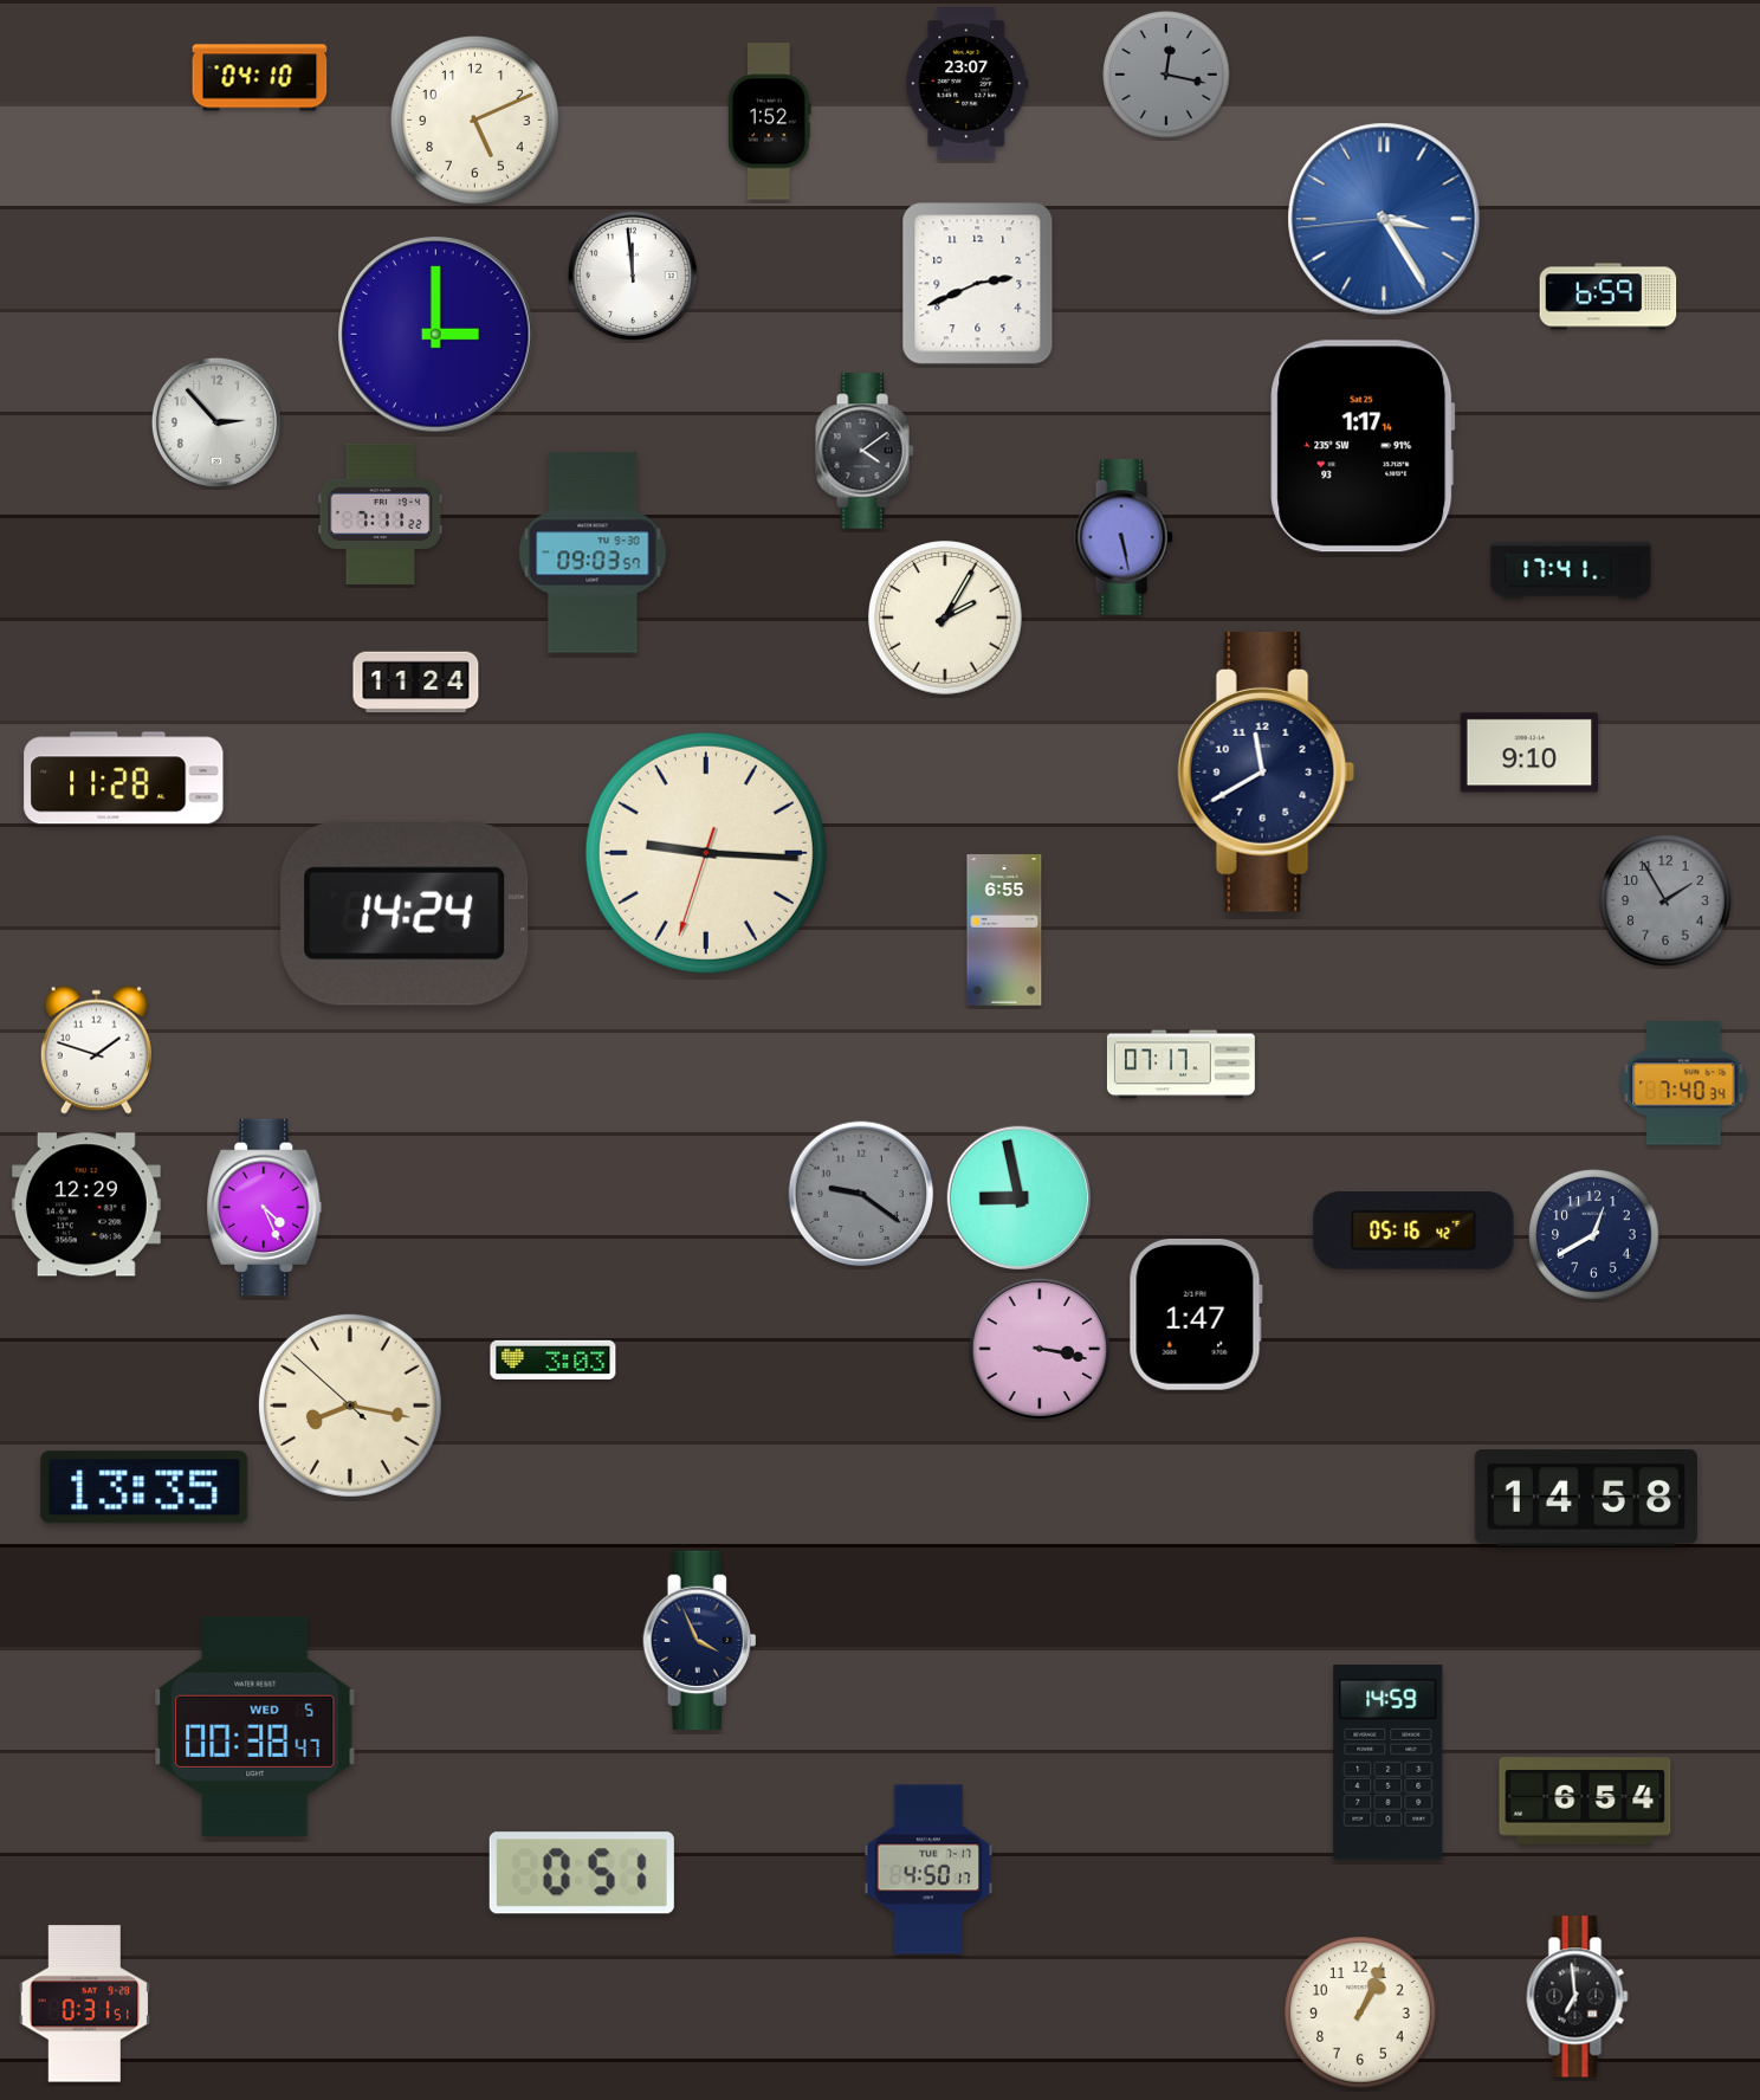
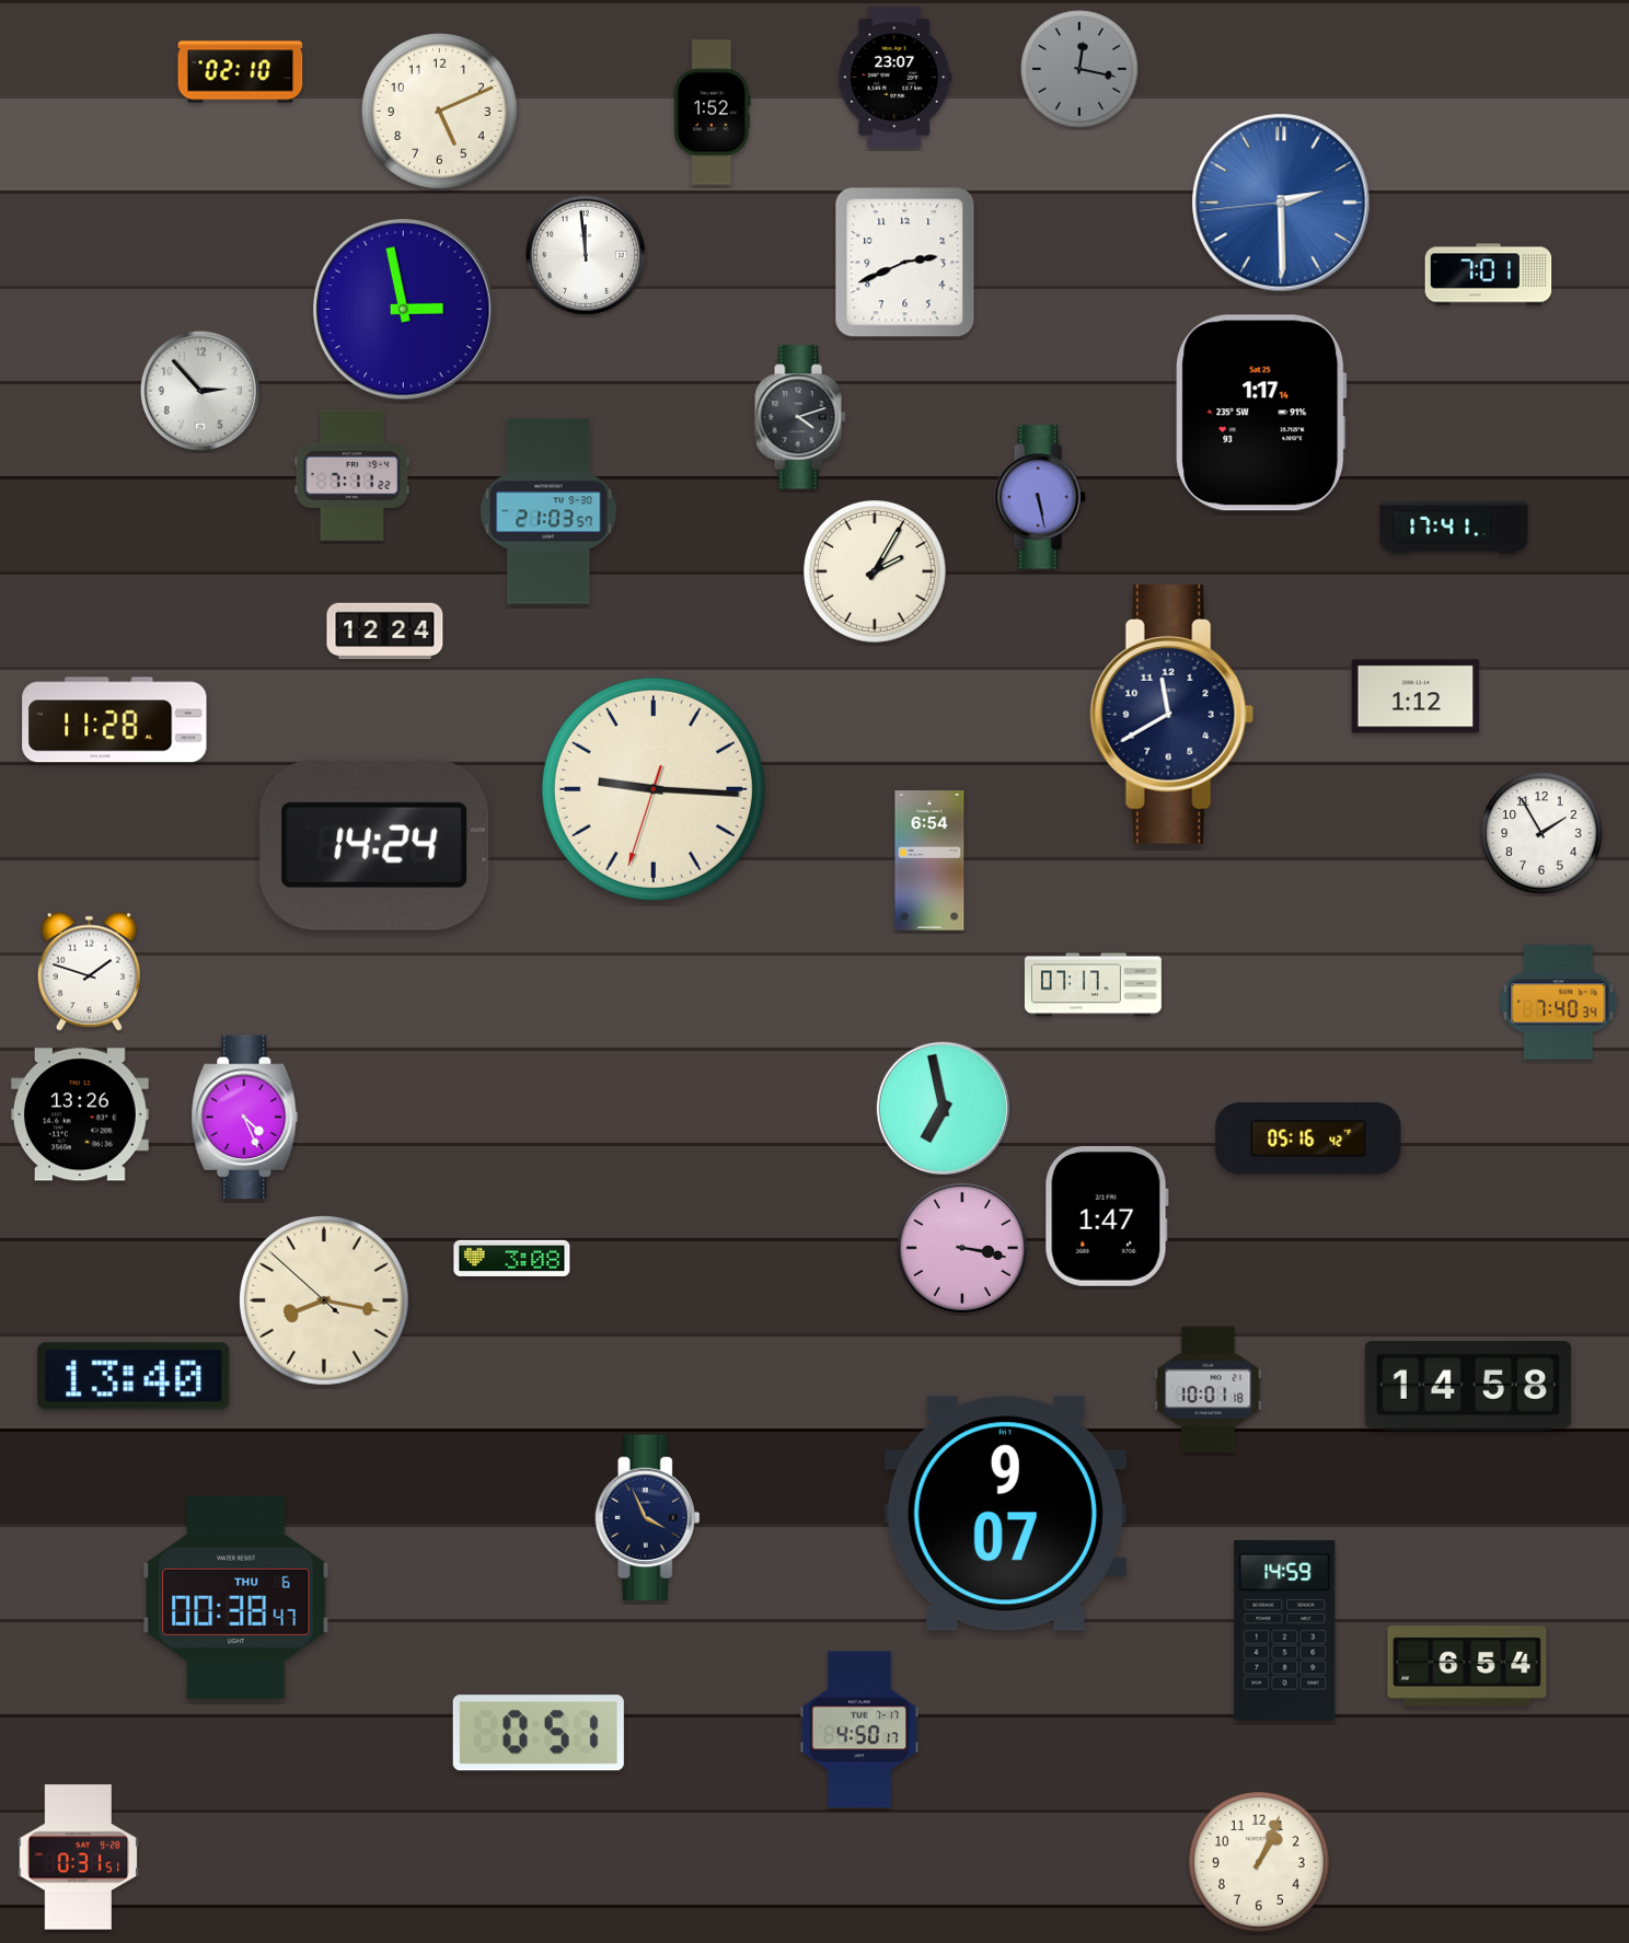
clock at (260, 78): 04:10 -> 02:10
clock at (1384, 219): 3:24 -> 2:29
clock at (1609, 297): 6:59 -> 7:01
clock at (436, 335): 3:00 -> 2:58
clock at (865, 451): 4:09 -> 4:12
clock at (593, 553): 09:03 -> 21:03
clock at (416, 683): 11:24 -> 12:24
clock at (1529, 752): 9:10 -> 1:12
clock at (1665, 900) dial: grey -> white
clock at (1004, 930): 6:55 -> 6:54
clock at (861, 1194): 9:21 -> none
clock at (1020, 1198): 8:58 -> 6:58
clock at (86, 1204): 12:29 -> 13:26
clock at (1594, 1235): 12:40 -> none
clock at (554, 1359): 3:03 -> 3:08
clock at (144, 1487): 13:35 -> 13:40
clock at (1209, 1390): none -> 10:01
clock at (1005, 1514): none -> 9:07
clock at (255, 1726) date: WED 5 -> THU 6
clock at (1578, 1997): 6:59 -> none
clock at (85, 2004) position: (85, 2004) -> (79, 1858)
